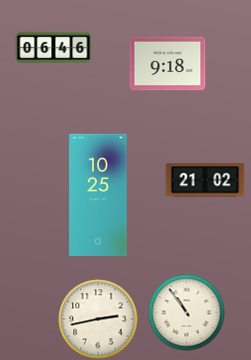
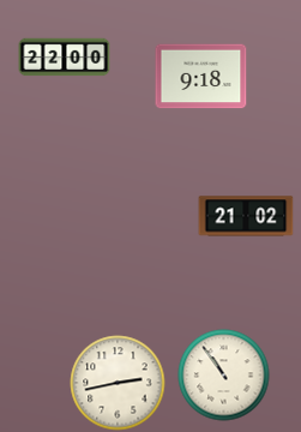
clock at (54, 48): 06:46 -> 22:00
clock at (98, 195): 10:25 -> none
